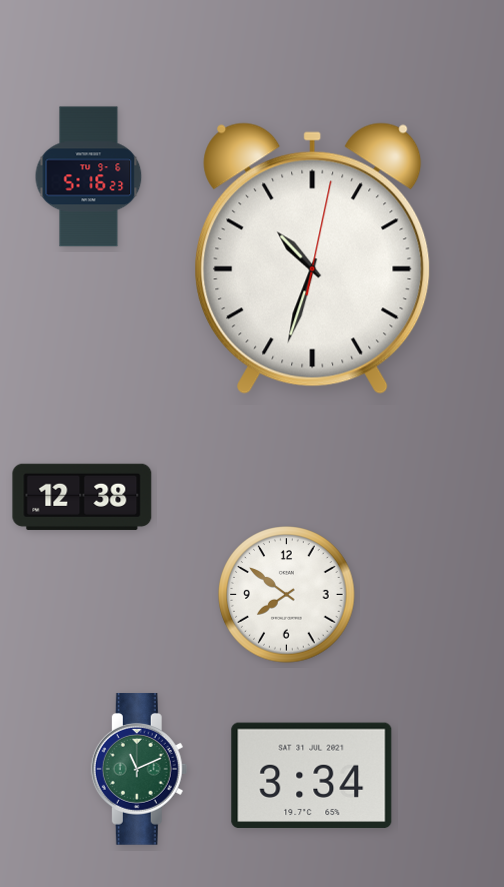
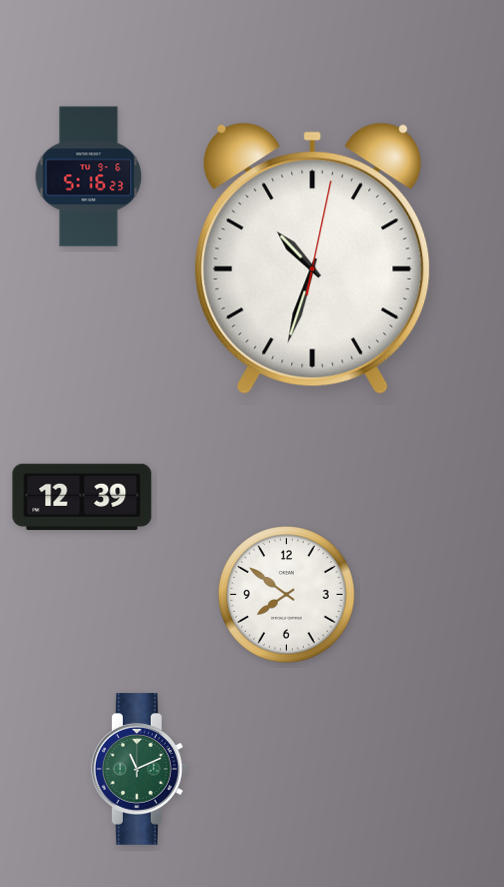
clock at (82, 497): 12:38 -> 12:39
clock at (312, 775): 3:34 -> none
